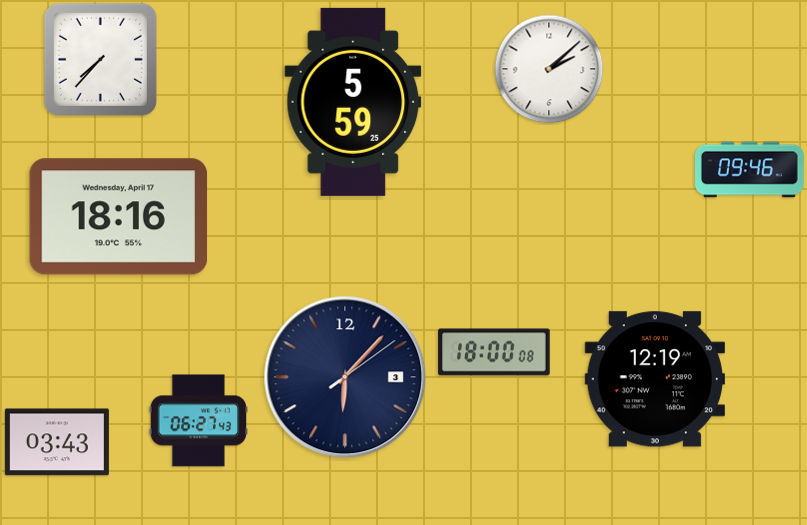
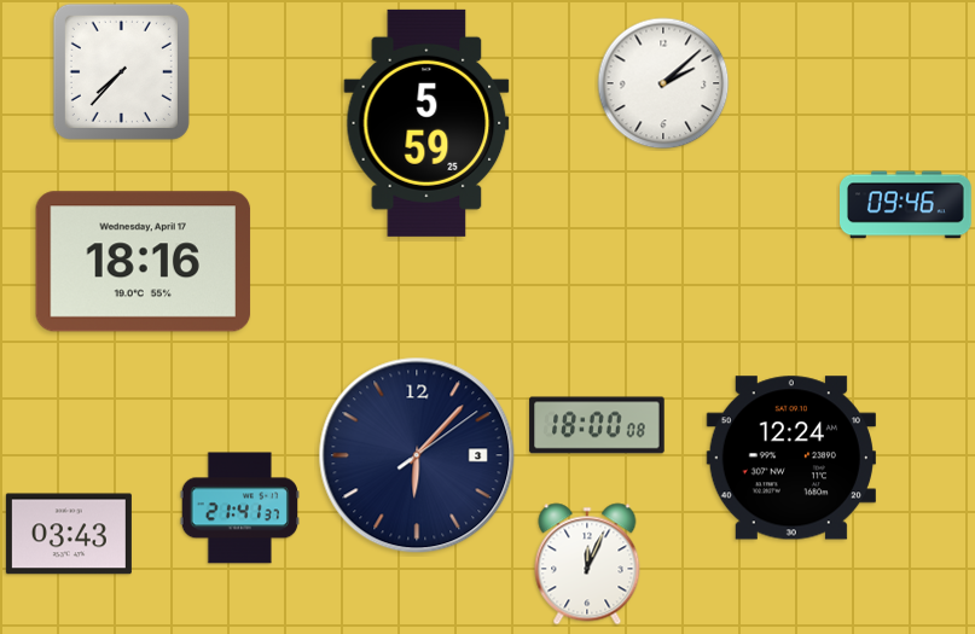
clock at (655, 379): 12:19 -> 12:24
clock at (198, 421): 06:27 -> 21:41
clock at (587, 564): none -> 12:04
